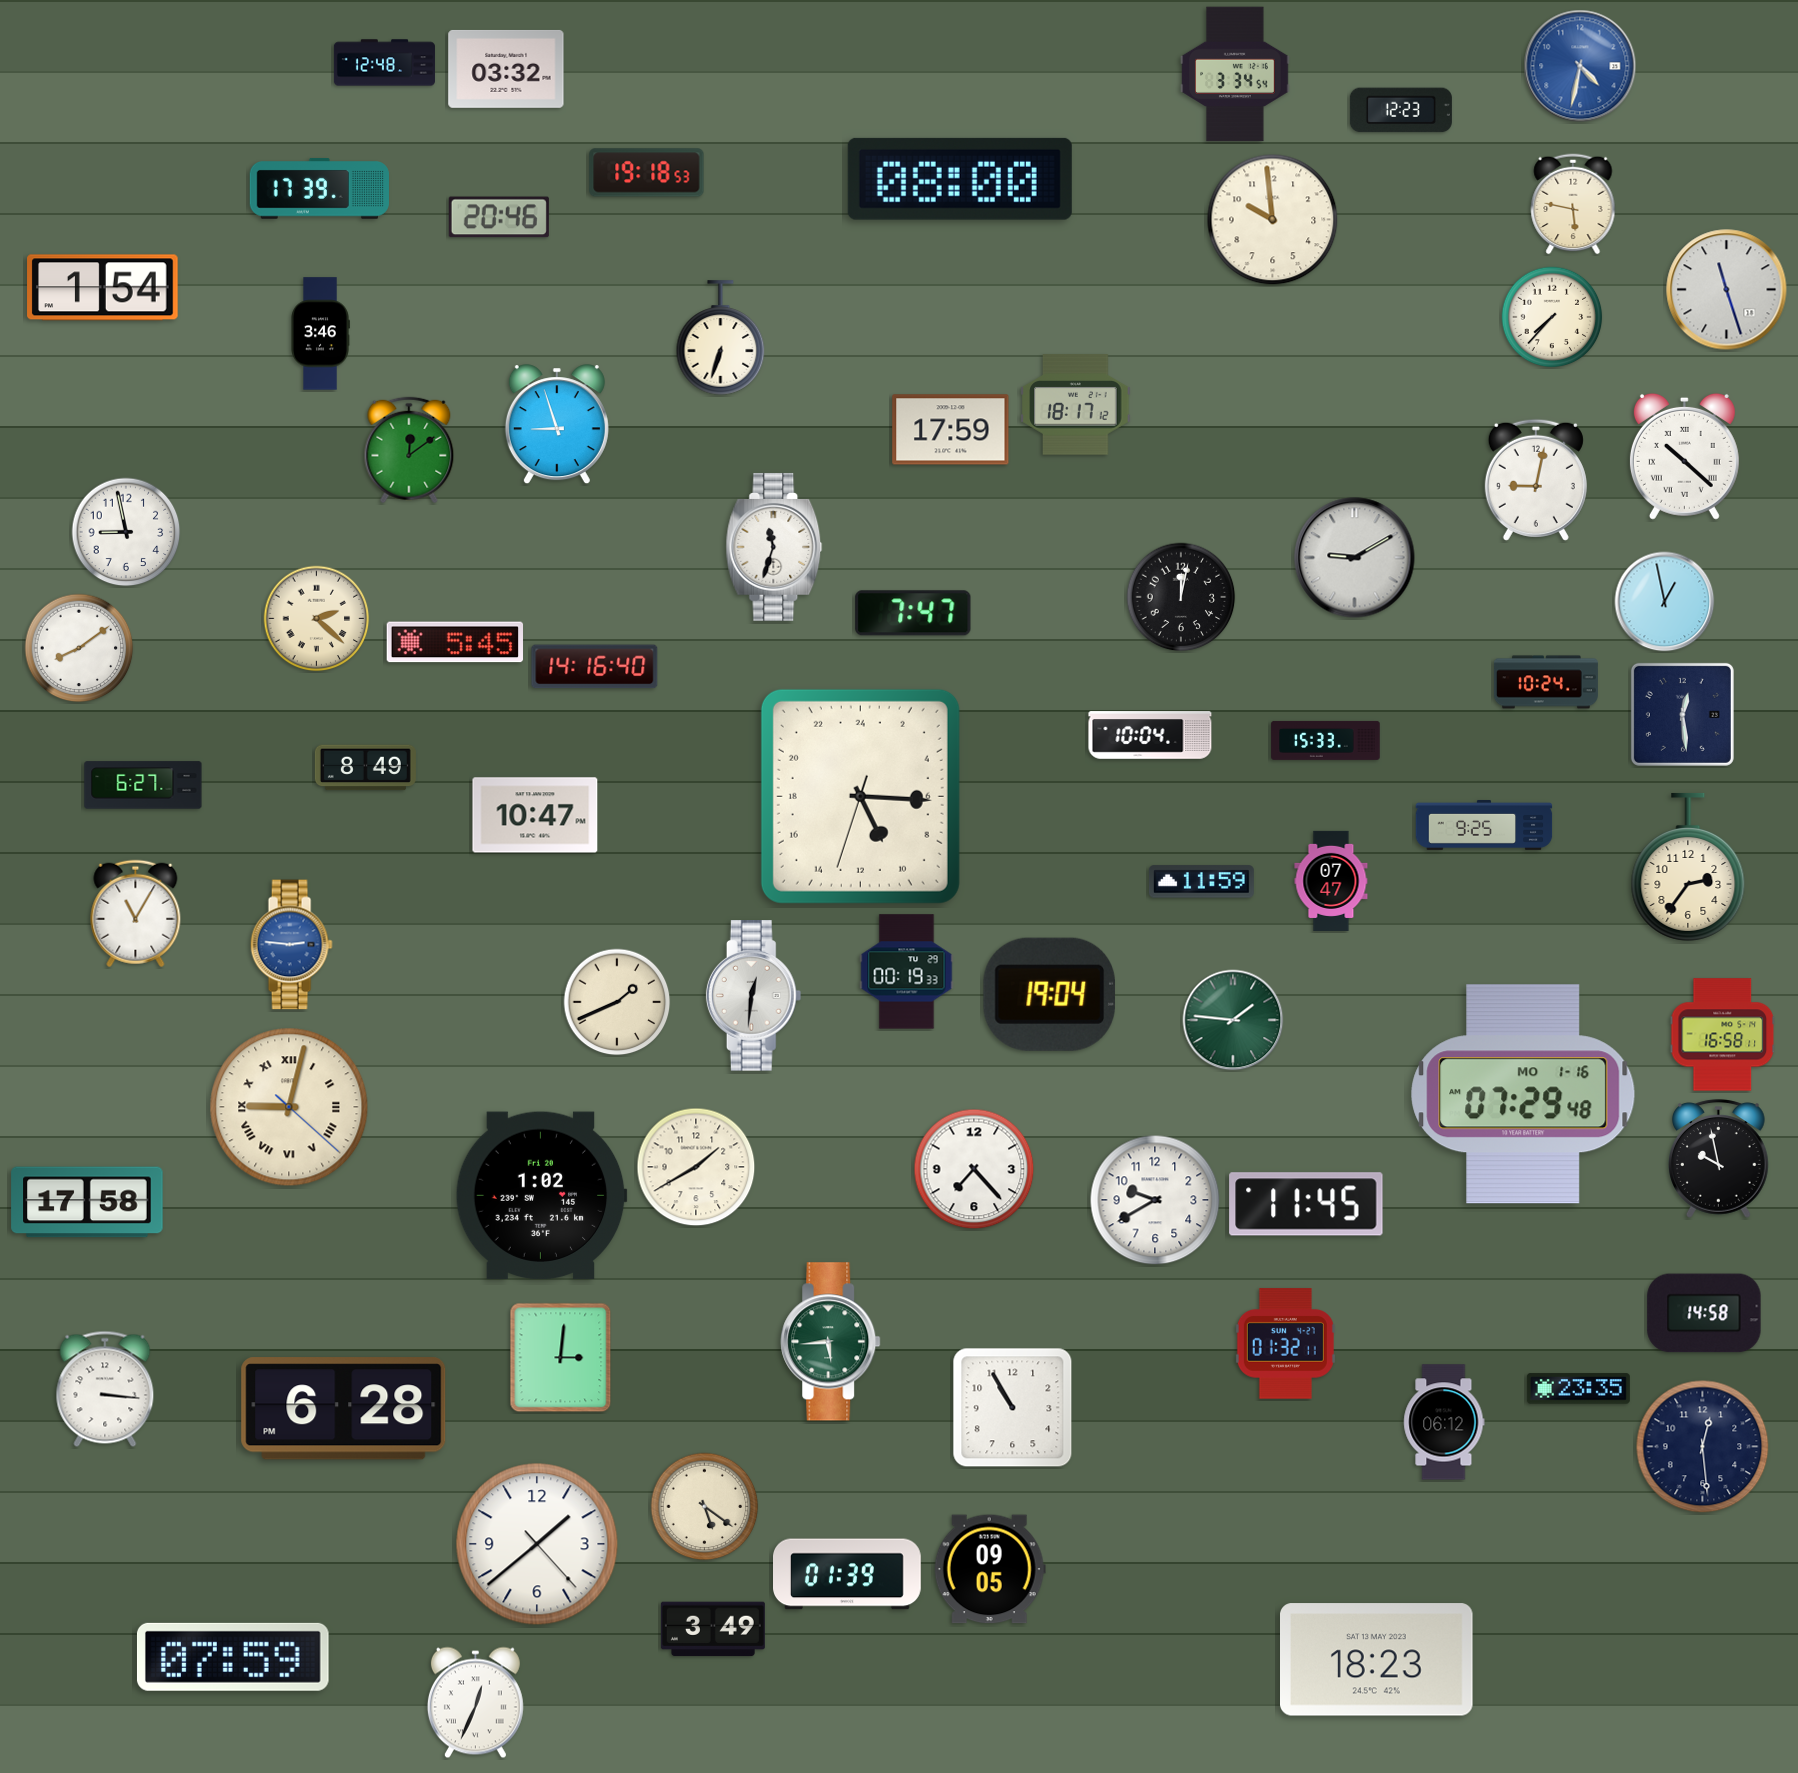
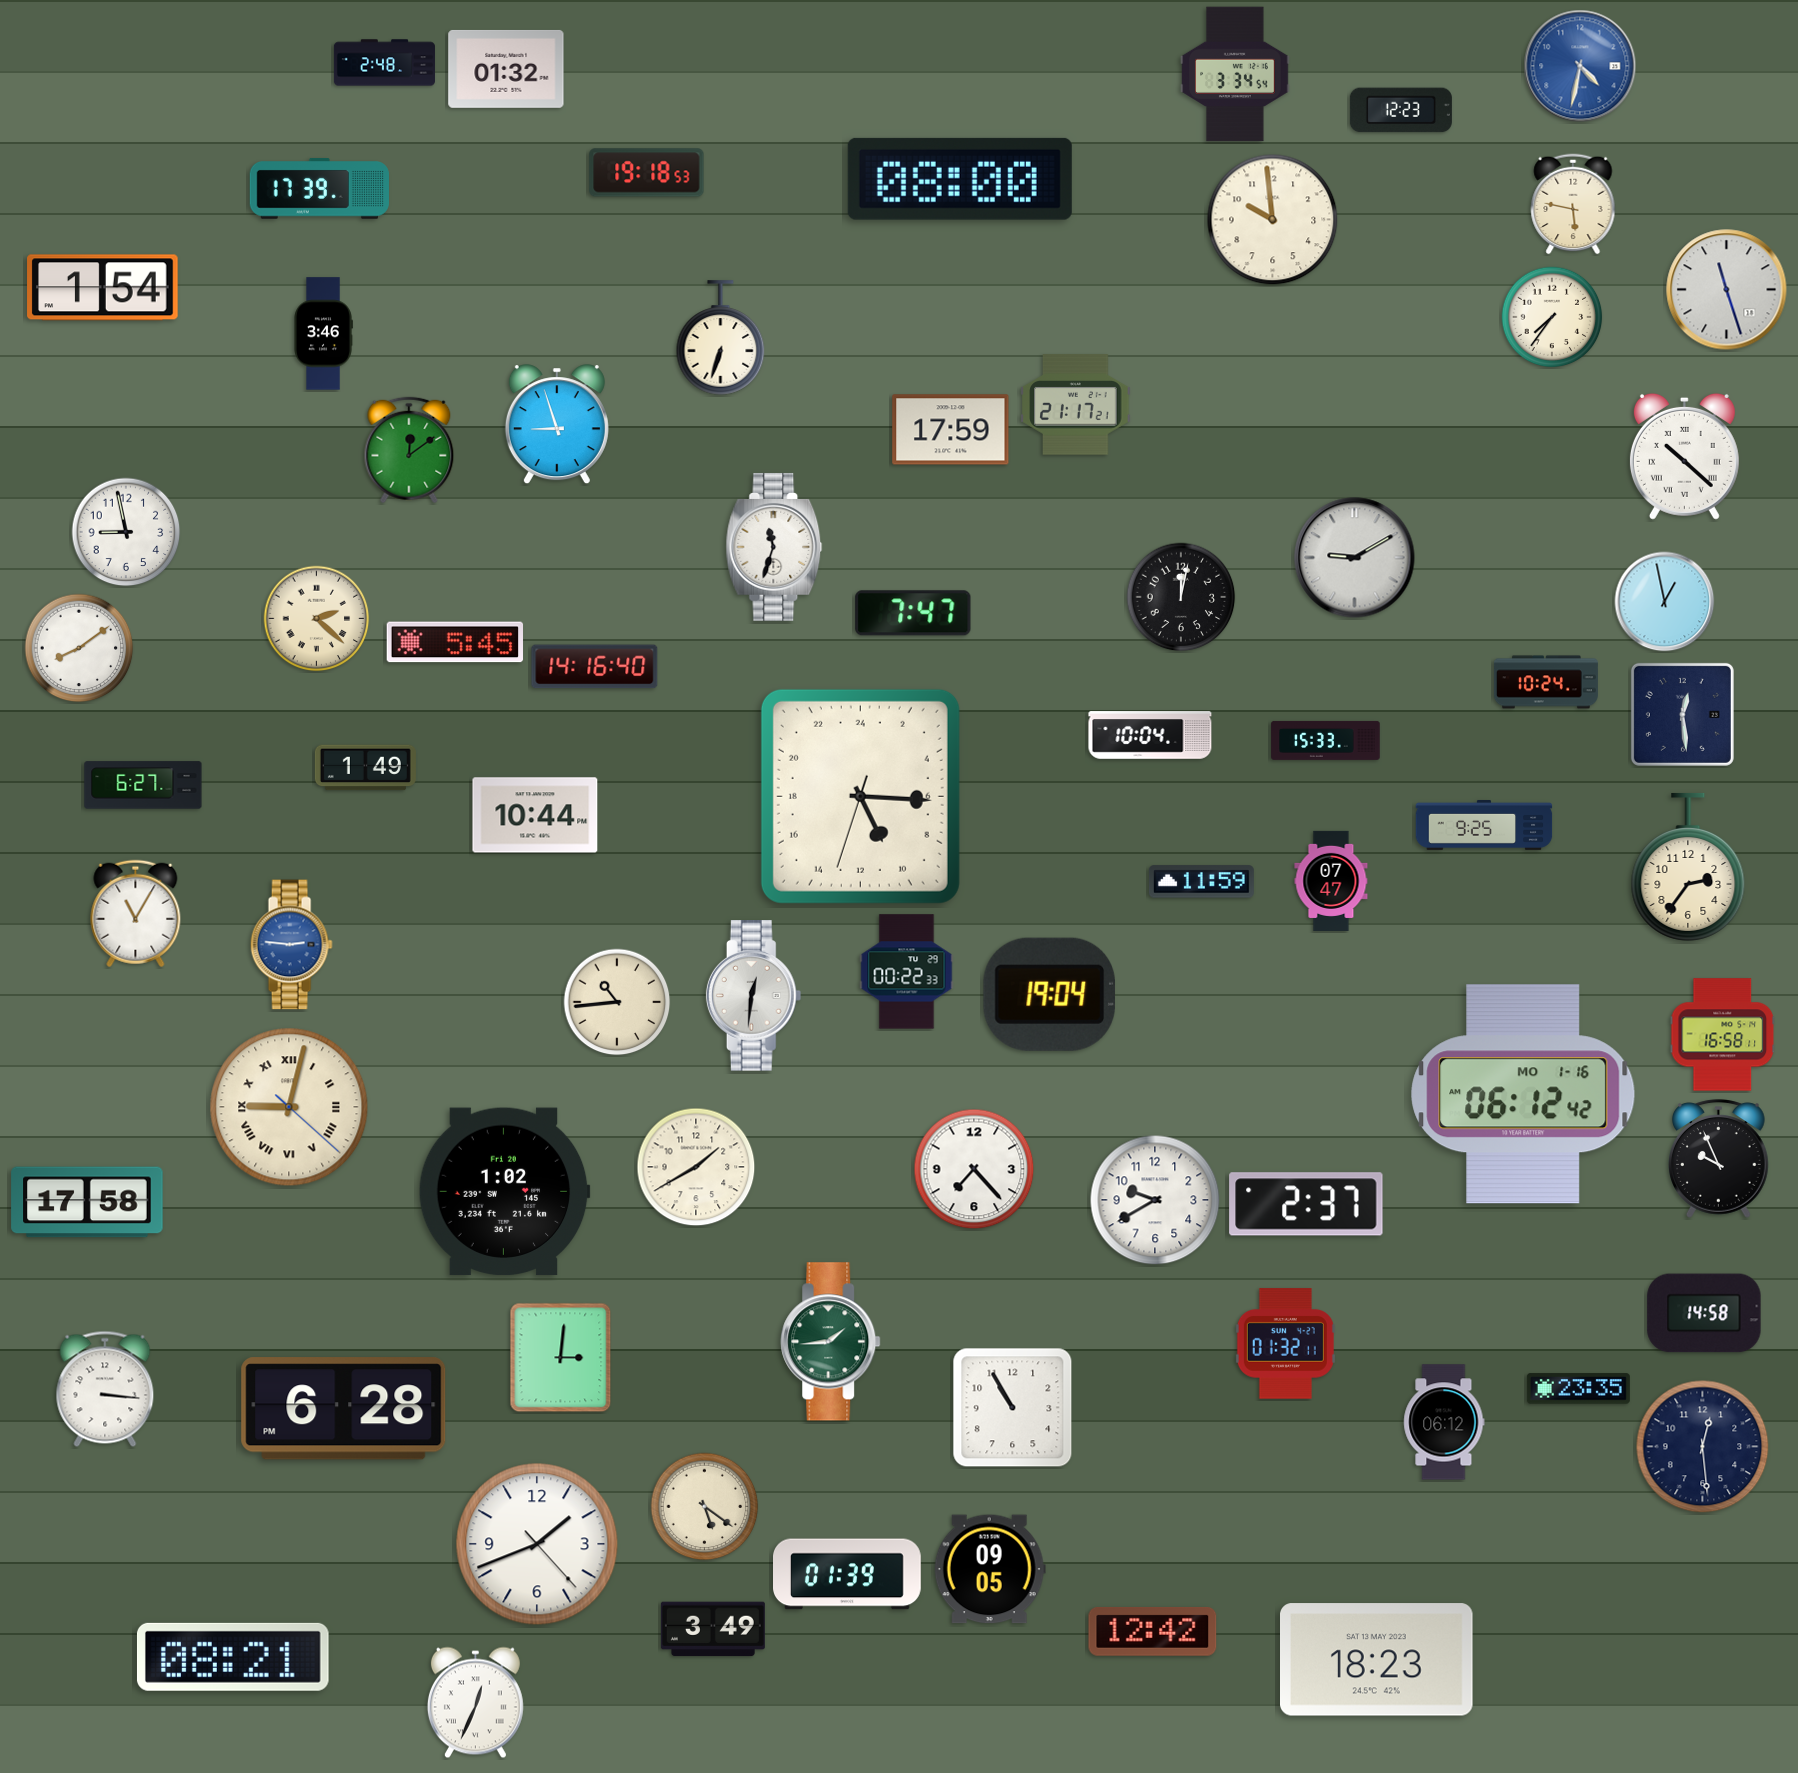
clock at (384, 63): 12:48 -> 2:48
clock at (506, 69): 03:32 -> 01:32
clock at (499, 217): 20:46 -> none
clock at (1552, 317): 7:37 -> 7:36
clock at (320, 334) position: (320, 334) -> (323, 334)
clock at (1076, 405): 18:17 -> 21:17
clock at (1536, 480): 9:02 -> none
clock at (365, 768): 8:49 -> 1:49
clock at (535, 815): 10:47 -> 10:44
clock at (907, 972): 00:19 -> 00:22
clock at (617, 1002): 1:41 -> 10:44
clock at (1233, 1020): 1:46 -> none
clock at (1523, 1094): 07:29 -> 06:12
clock at (1719, 1159): 9:58 -> 9:56
clock at (541, 1196) position: (541, 1196) -> (504, 1192)
clock at (1306, 1204): 11:45 -> 2:37
clock at (831, 1342): 5:44 -> 1:44
clock at (537, 1544): 1:38 -> 1:41
clock at (1153, 1631): none -> 12:42
clock at (233, 1657): 07:59 -> 08:21
